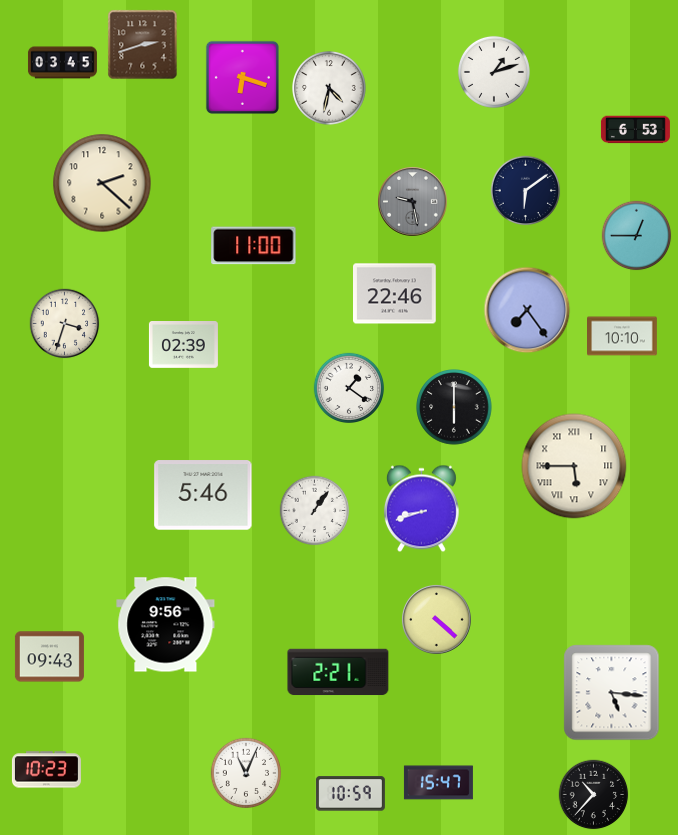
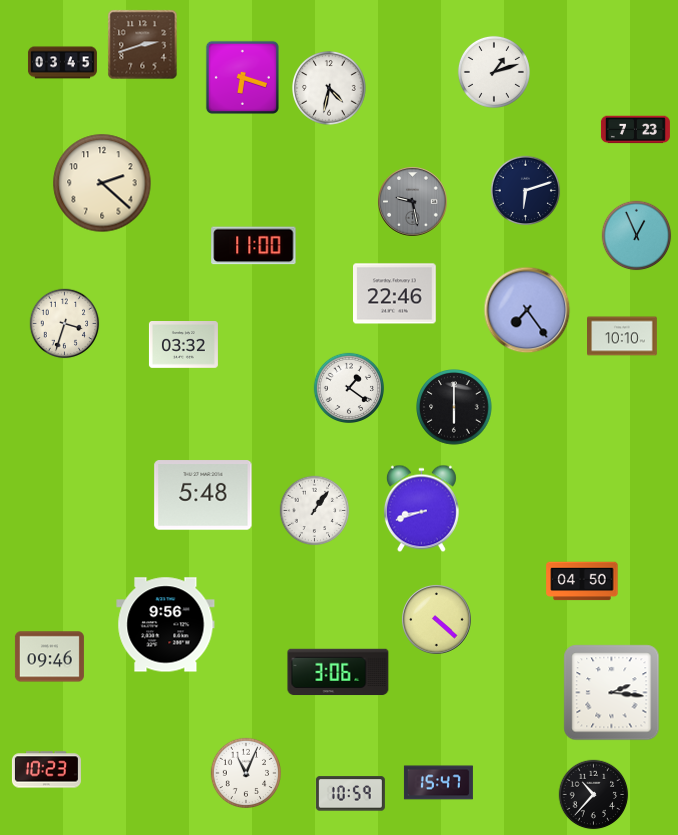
clock at (635, 130): 6:53 -> 7:23
clock at (526, 191): 6:09 -> 6:12
clock at (637, 236): 12:45 -> 12:56
clock at (183, 345): 02:39 -> 03:32
clock at (574, 466): 5:45 -> none
clock at (203, 495): 5:46 -> 5:48
clock at (582, 581): none -> 04:50
clock at (49, 657): 09:43 -> 09:46
clock at (338, 672): 2:21 -> 3:06
clock at (612, 693): 5:16 -> 2:16
